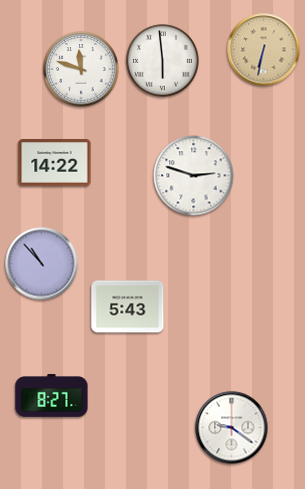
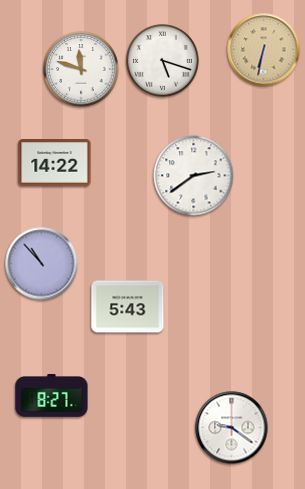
clock at (163, 61): 5:59 -> 5:18
clock at (194, 176): 2:48 -> 2:39
